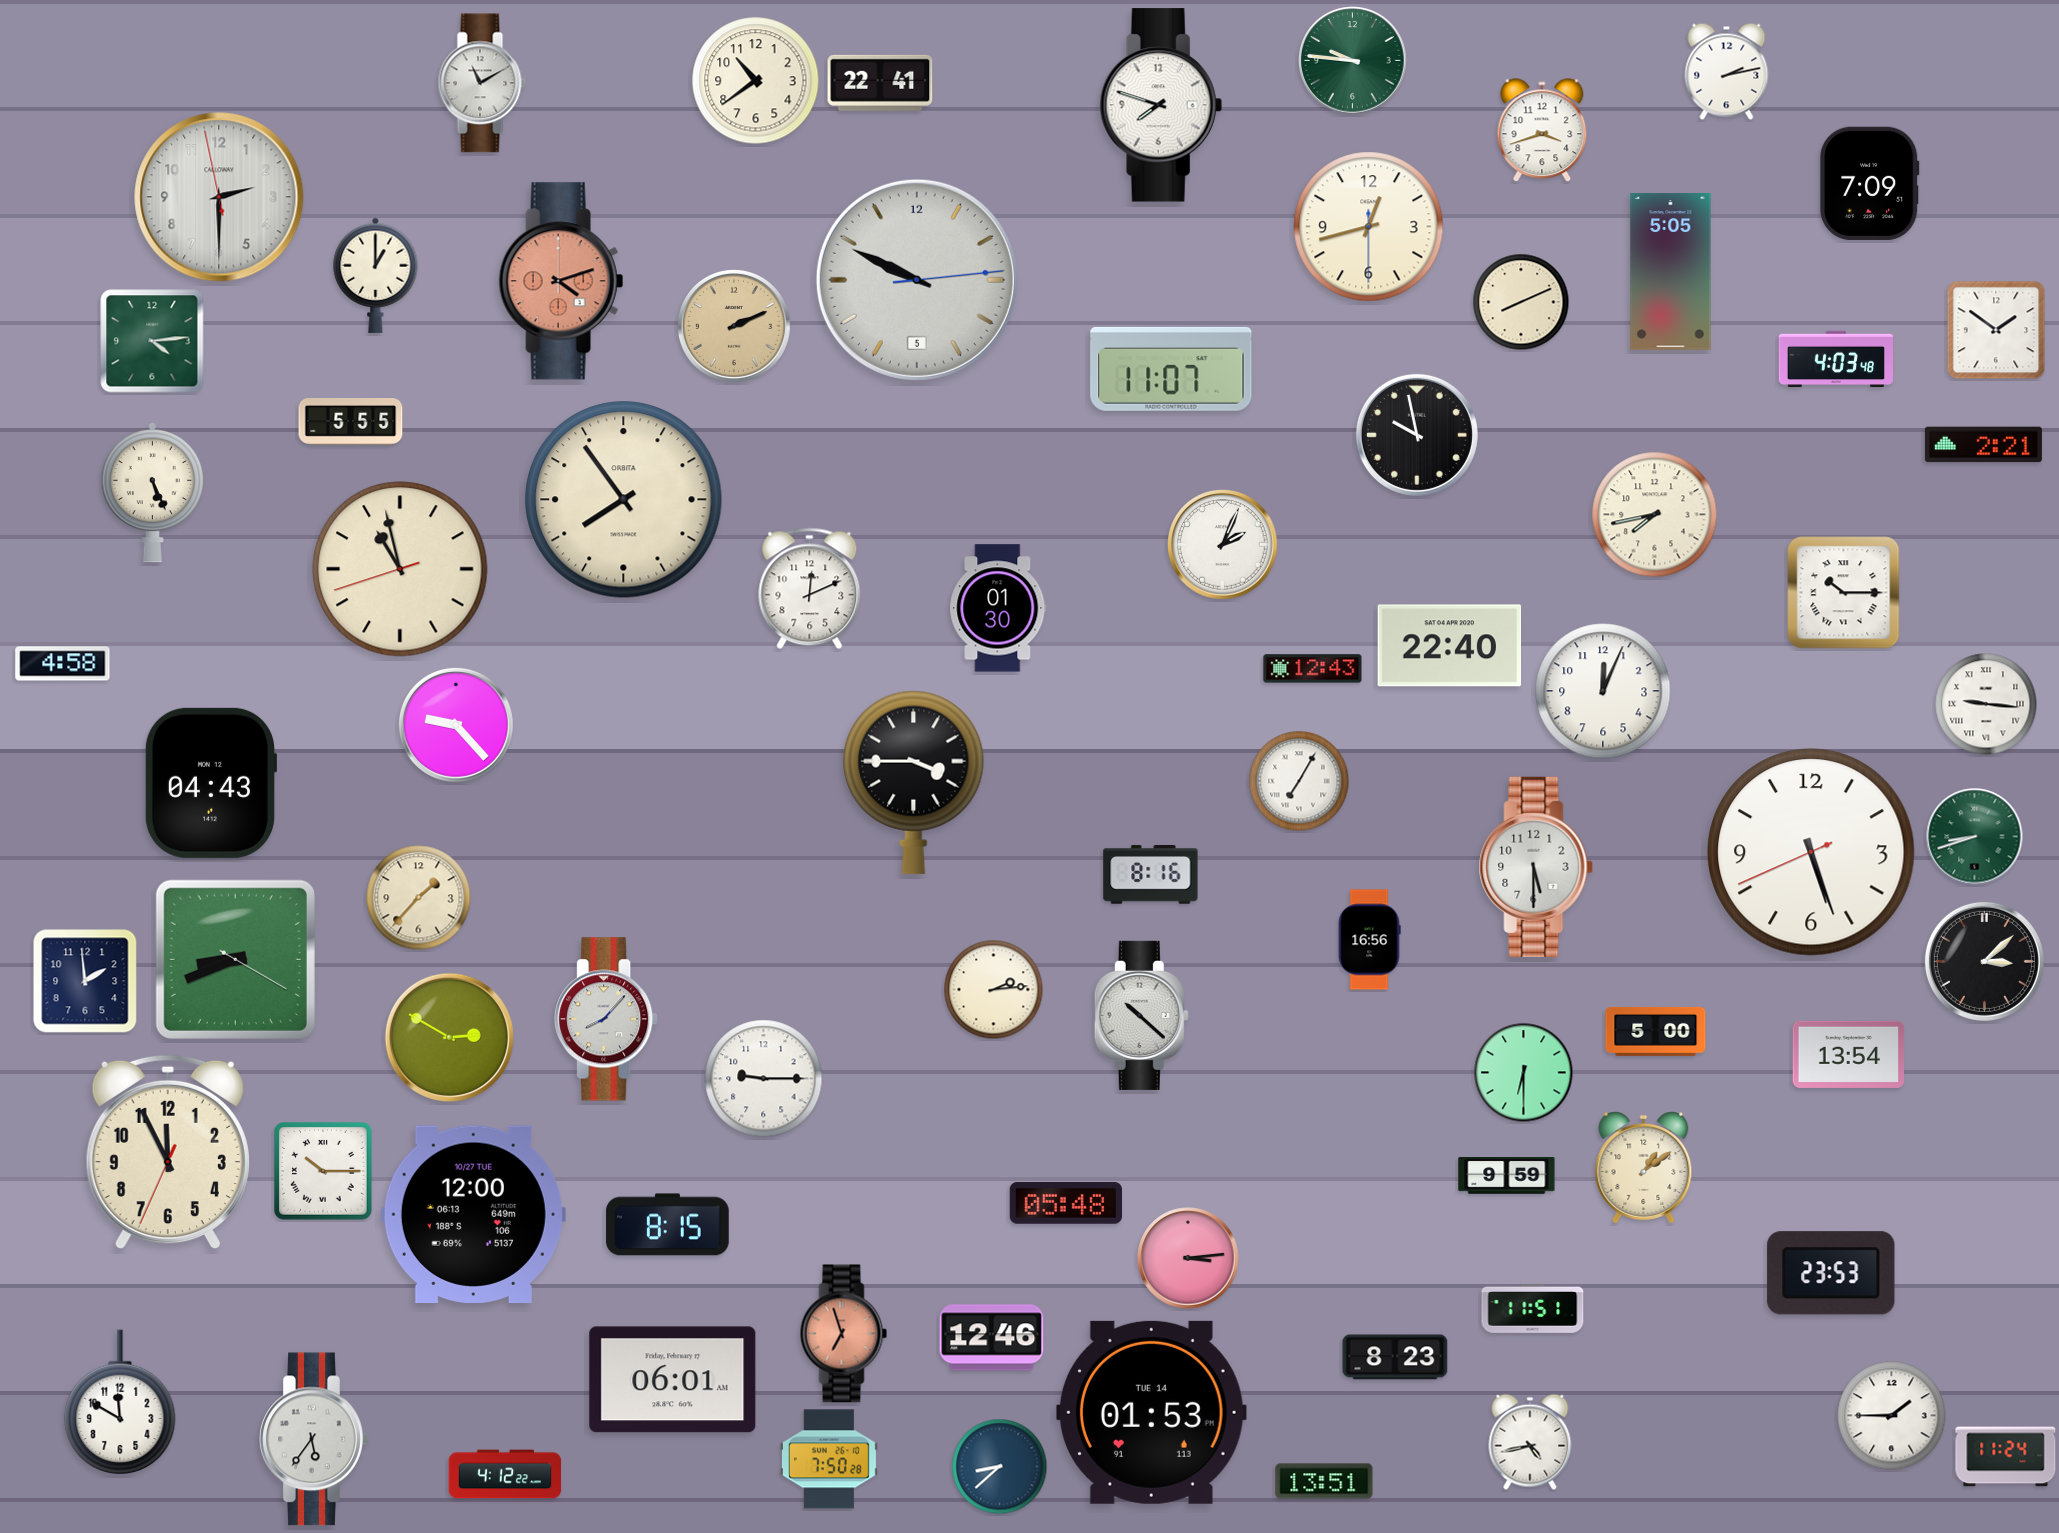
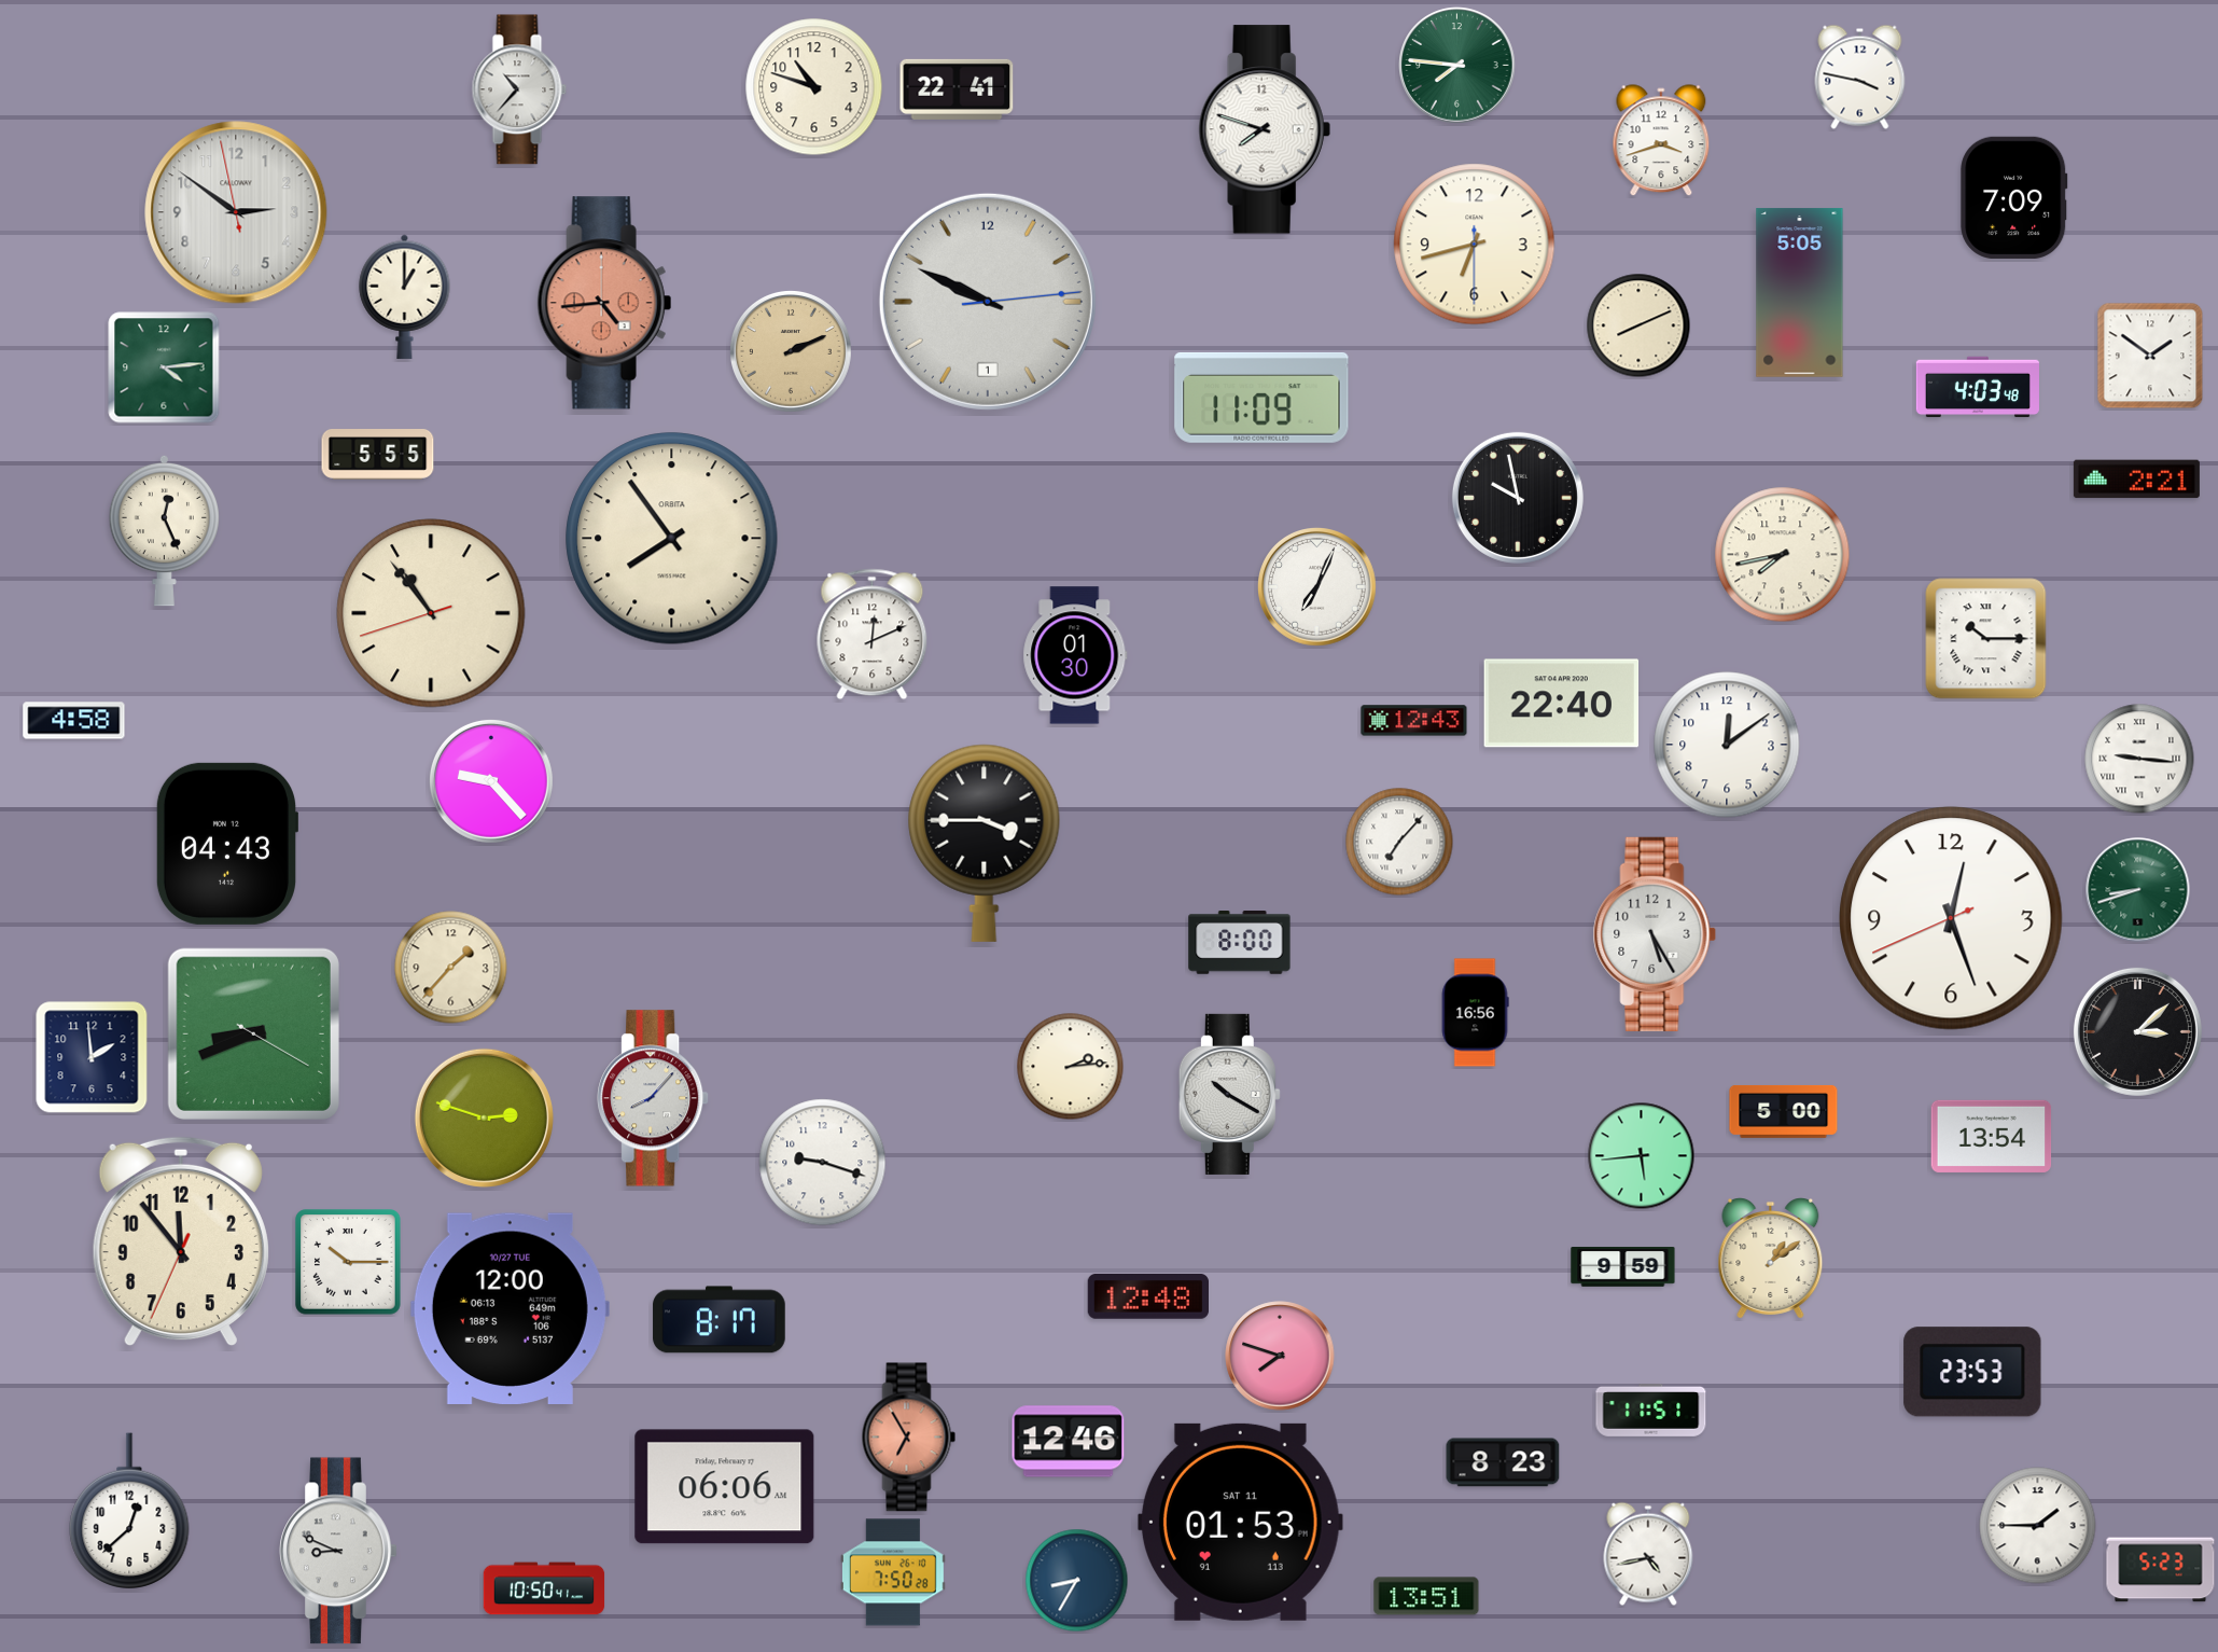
clock at (1353, 61): 9:46 -> 7:46
clock at (1727, 71): 2:13 -> 3:47
clock at (756, 81): 10:39 -> 10:48
clock at (482, 83): 11:10 -> 10:37
clock at (880, 83) position: (880, 83) -> (957, 89)
clock at (1161, 105) position: (1161, 105) -> (1265, 129)
clock at (219, 197): 2:29 -> 2:50
clock at (1369, 227): 12:42 -> 6:42
clock at (917, 280) date: 5 -> 1
clock at (561, 281): 4:12 -> 4:44
clock at (1171, 369): 11:07 -> 11:09
clock at (1417, 435) position: (1417, 435) -> (1518, 498)
clock at (152, 492): 5:26 -> 12:26
clock at (1223, 545): 2:04 -> 7:04
clock at (400, 569): 10:57 -> 10:53
clock at (1450, 646) position: (1450, 646) -> (1562, 704)
clock at (63, 664) position: (63, 664) -> (74, 721)
clock at (1603, 691): 12:04 -> 12:09
clock at (1299, 781): 7:05 -> 7:07
clock at (1975, 837) position: (1975, 837) -> (2138, 890)
clock at (1811, 852): 5:26 -> 12:26
clock at (1536, 867): 5:30 -> 5:25
clock at (1151, 875): 8:16 -> 8:00
clock at (1984, 961) position: (1984, 961) -> (2137, 1031)
clock at (1141, 1015): 10:22 -> 10:20
clock at (449, 1037): 2:50 -> 2:48
clock at (1524, 1073): 6:30 -> 5:44
clock at (764, 1079): 9:15 -> 9:18
clock at (168, 1152): 11:55 -> 11:53
clock at (1065, 1203): 05:48 -> 12:48
clock at (668, 1225): 8:15 -> 8:17
clock at (1188, 1258): 3:14 -> 7:48
clock at (844, 1334): 6:57 -> 6:55
clock at (673, 1380): 06:01 -> 06:06
clock at (120, 1402): 11:50 -> 12:38
clock at (1151, 1412) date: TUE 14 -> SAT 11
clock at (314, 1439): 5:36 -> 8:49
clock at (2006, 1457): 11:24 -> 5:23
clock at (1000, 1467): 8:38 -> 8:35
clock at (505, 1474): 4:12 -> 10:50
